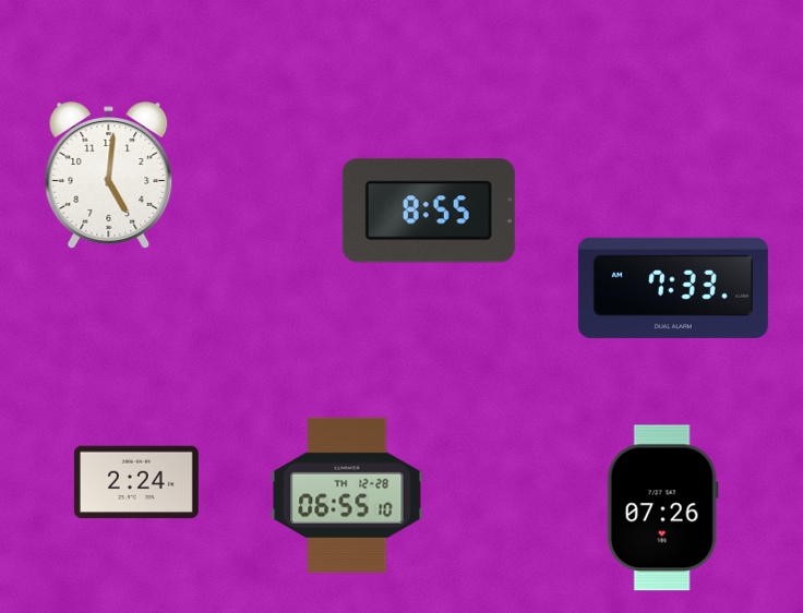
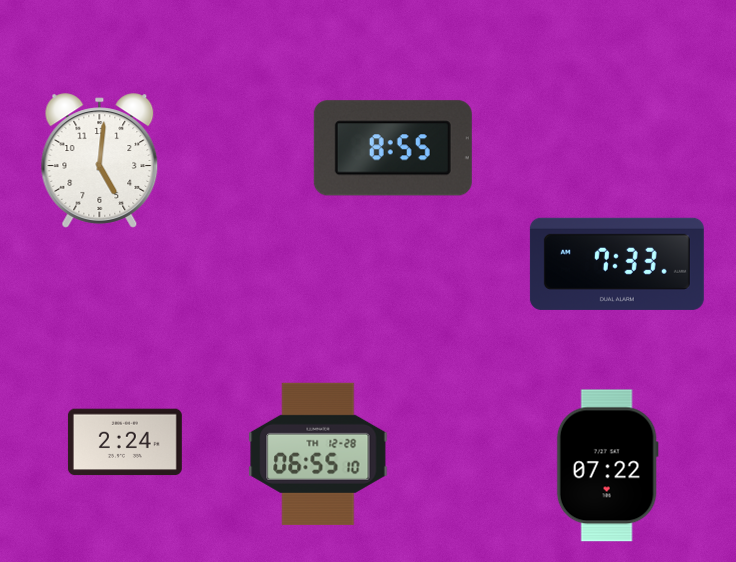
clock at (429, 211) position: (429, 211) -> (393, 148)
clock at (662, 508): 07:26 -> 07:22
